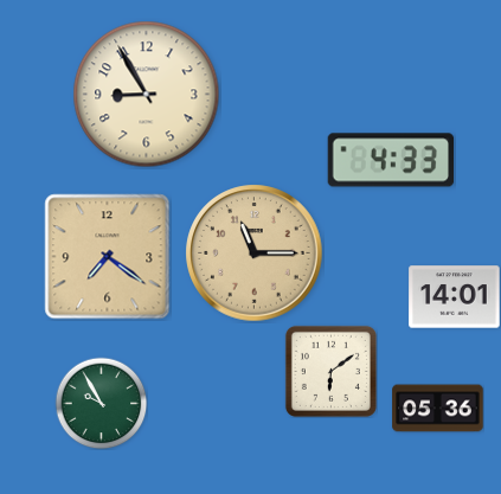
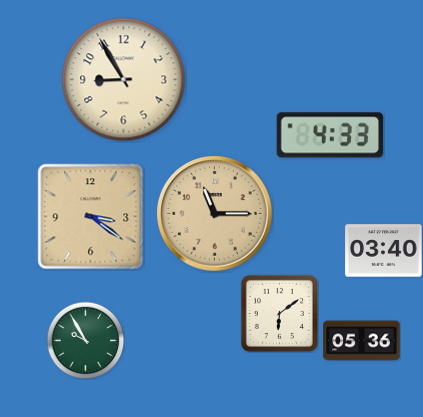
clock at (108, 257): 7:21 -> 3:21
clock at (455, 297): 14:01 -> 03:40
clock at (438, 409) position: (438, 409) -> (362, 341)
